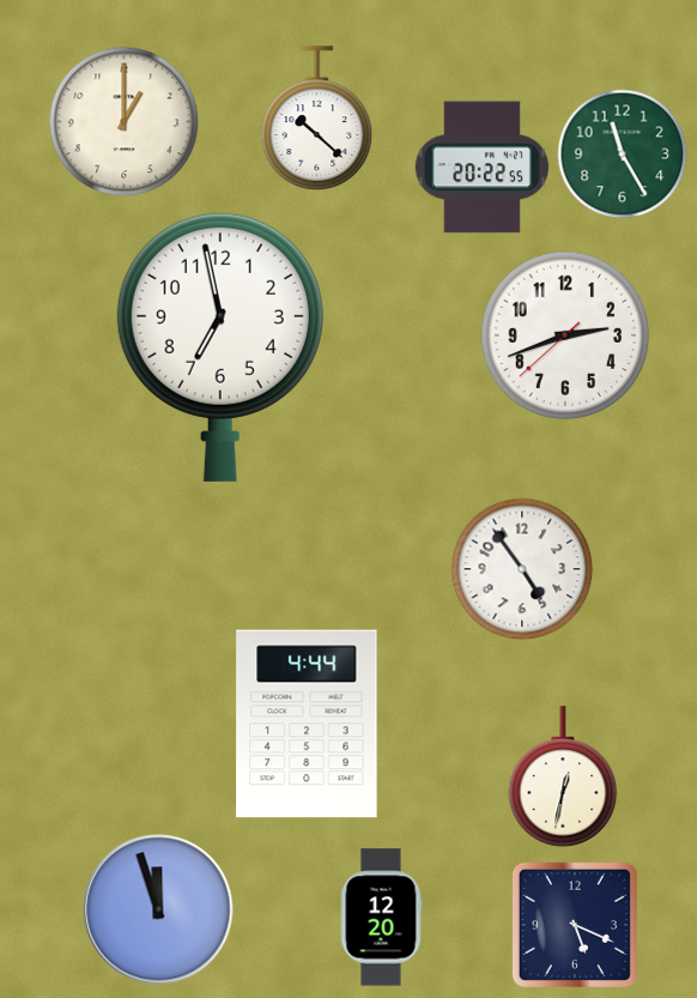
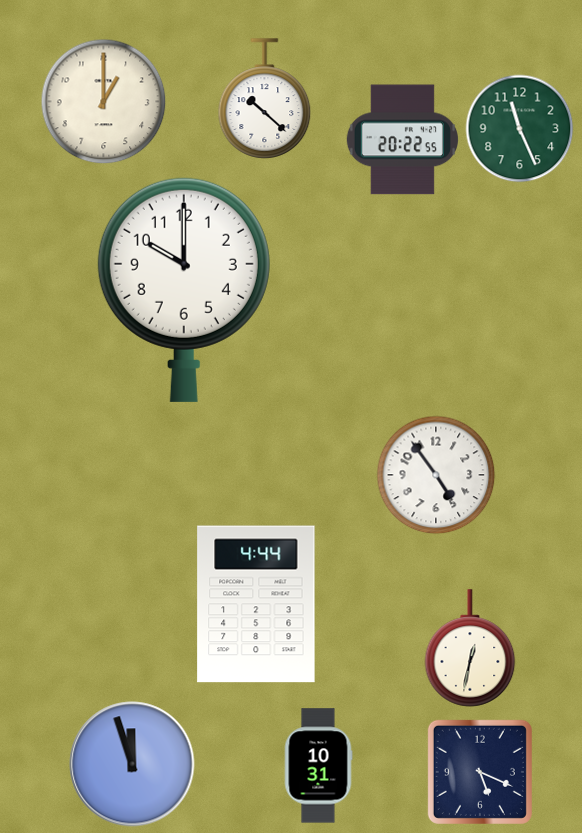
clock at (623, 155): 11:25 -> 11:26
clock at (565, 335): 2:41 -> none
clock at (220, 346): 6:58 -> 10:00
clock at (158, 909) position: (158, 909) -> (132, 764)
clock at (381, 918): 12:20 -> 10:31
